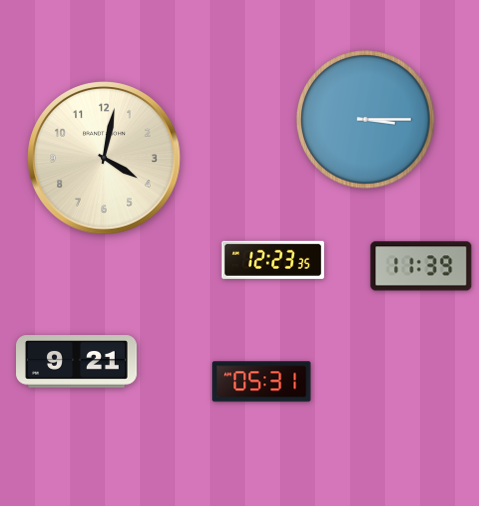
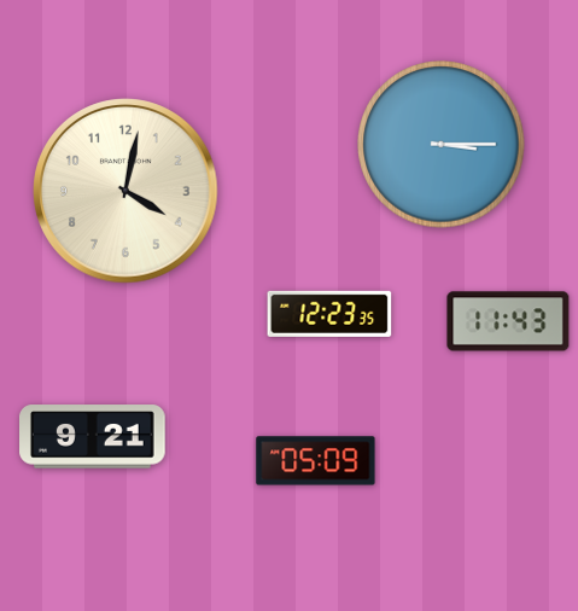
clock at (421, 266): 11:39 -> 11:43
clock at (262, 382): 05:31 -> 05:09
